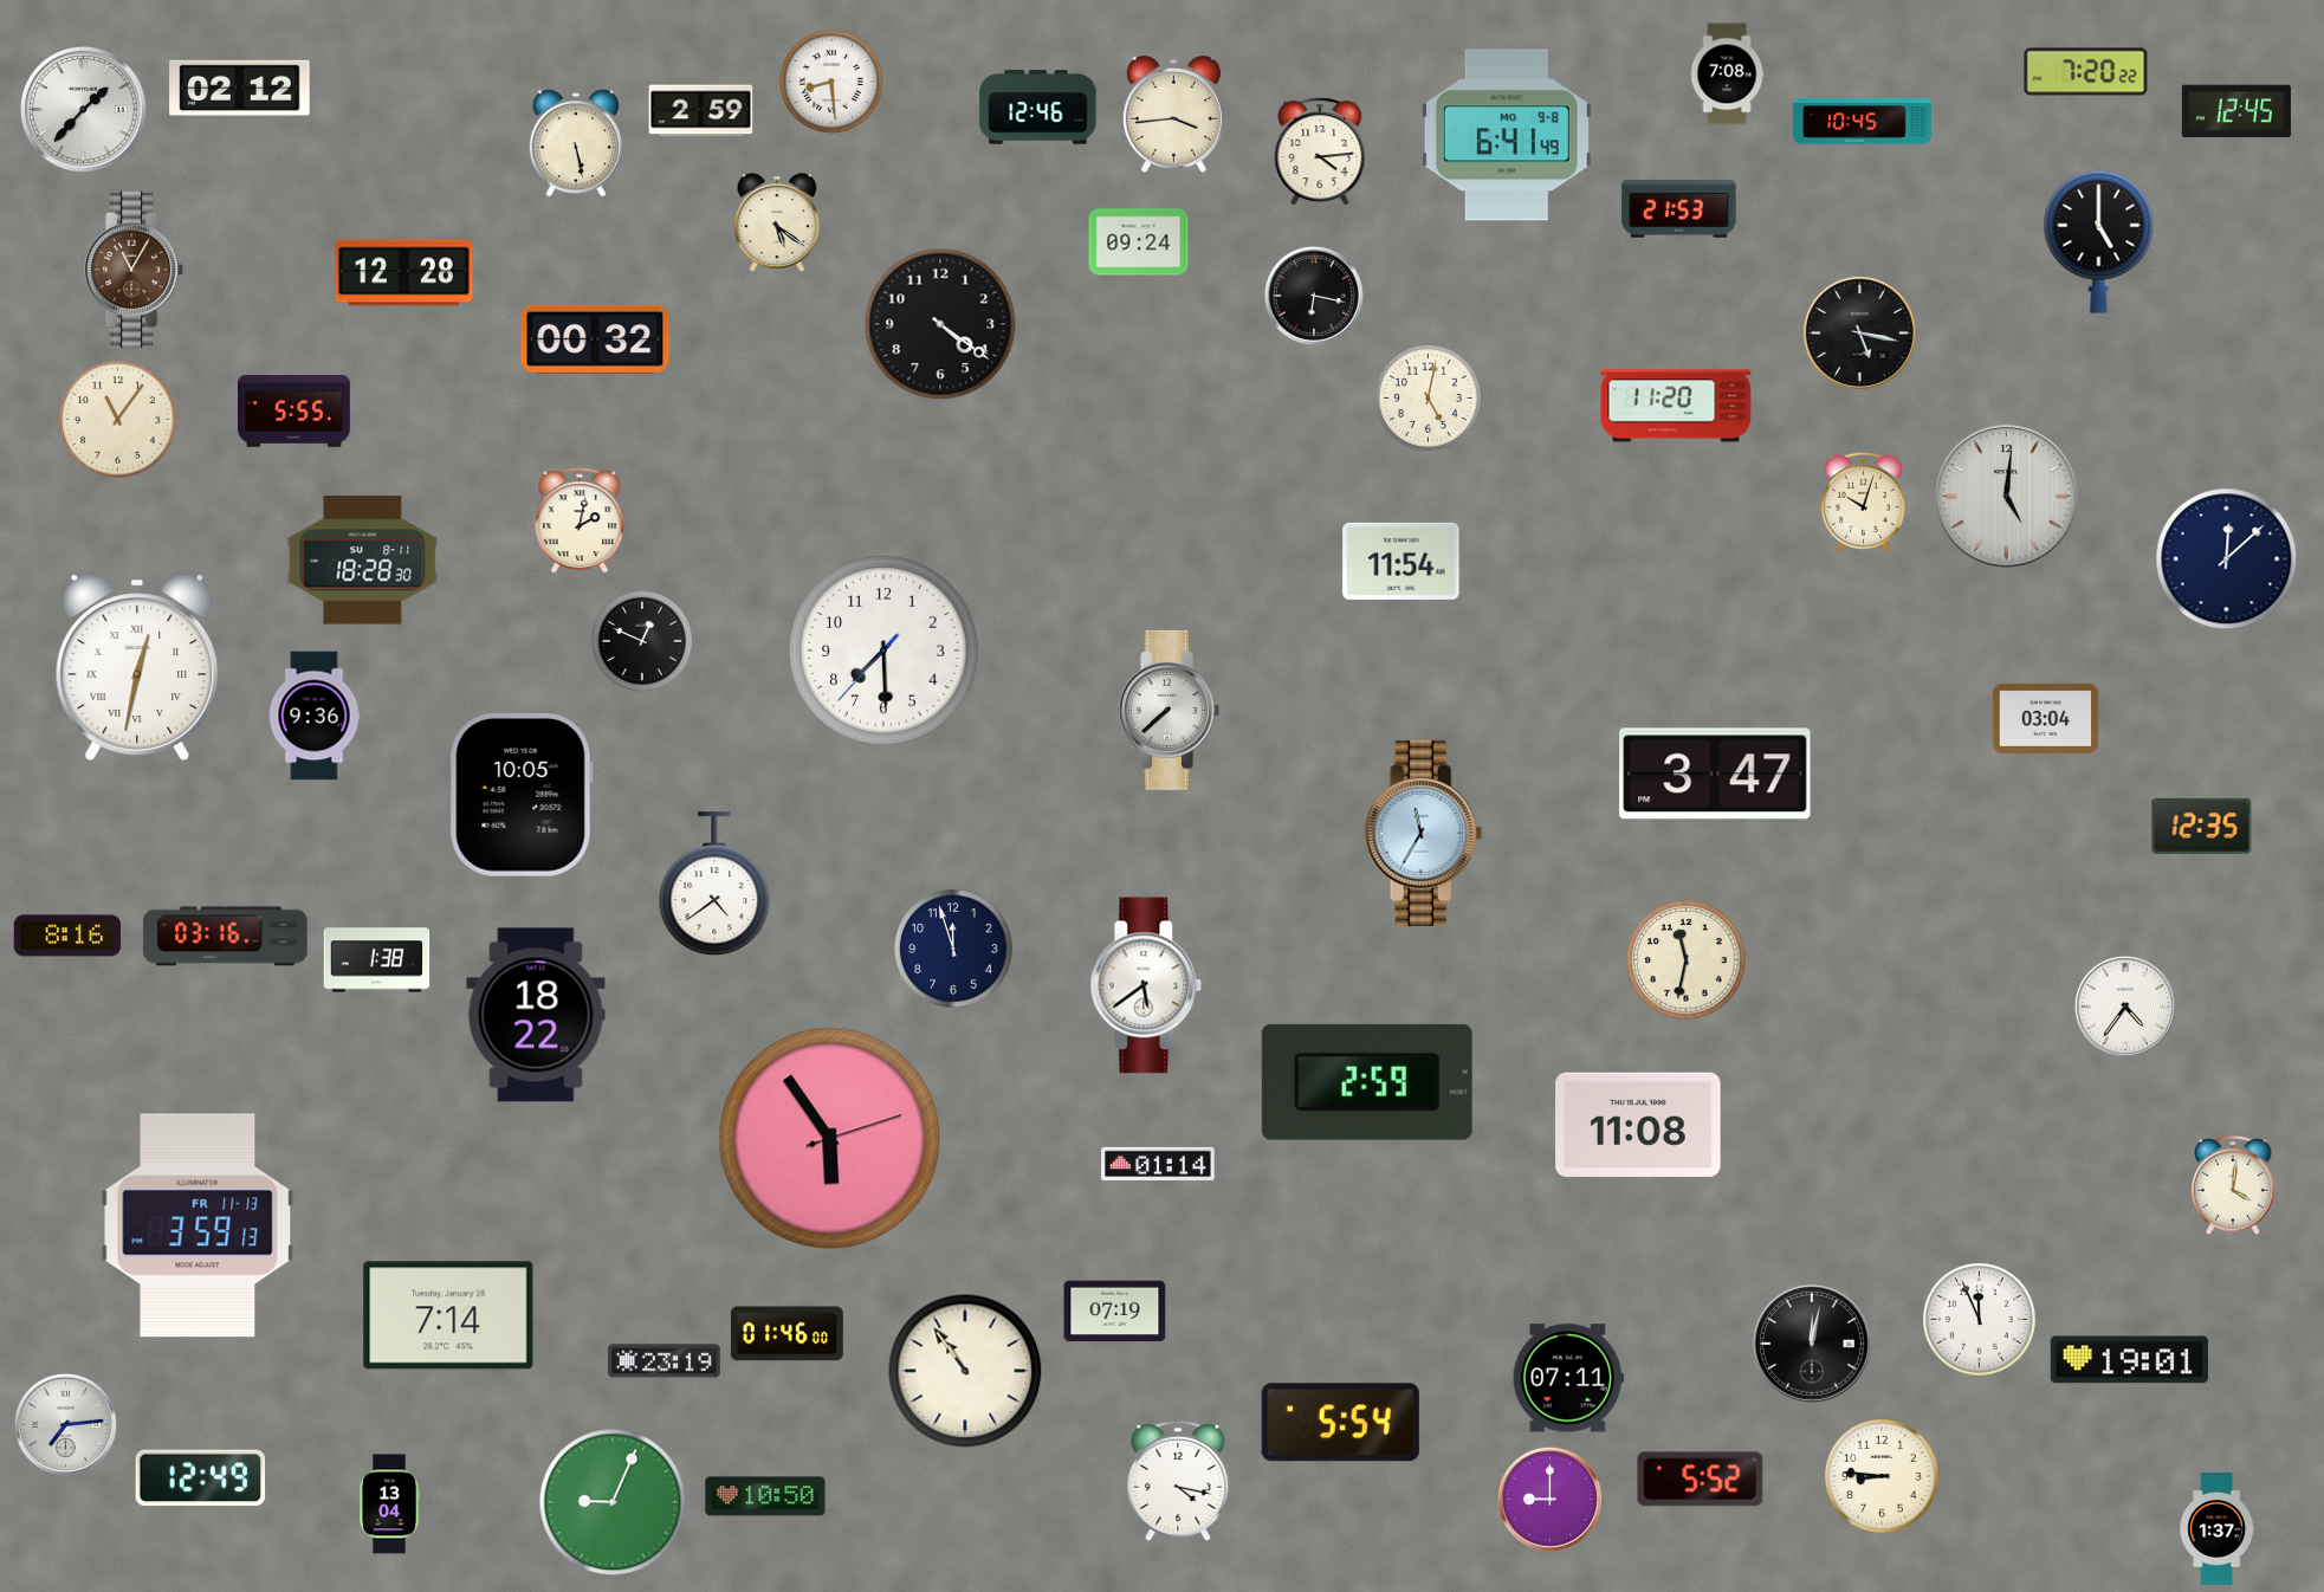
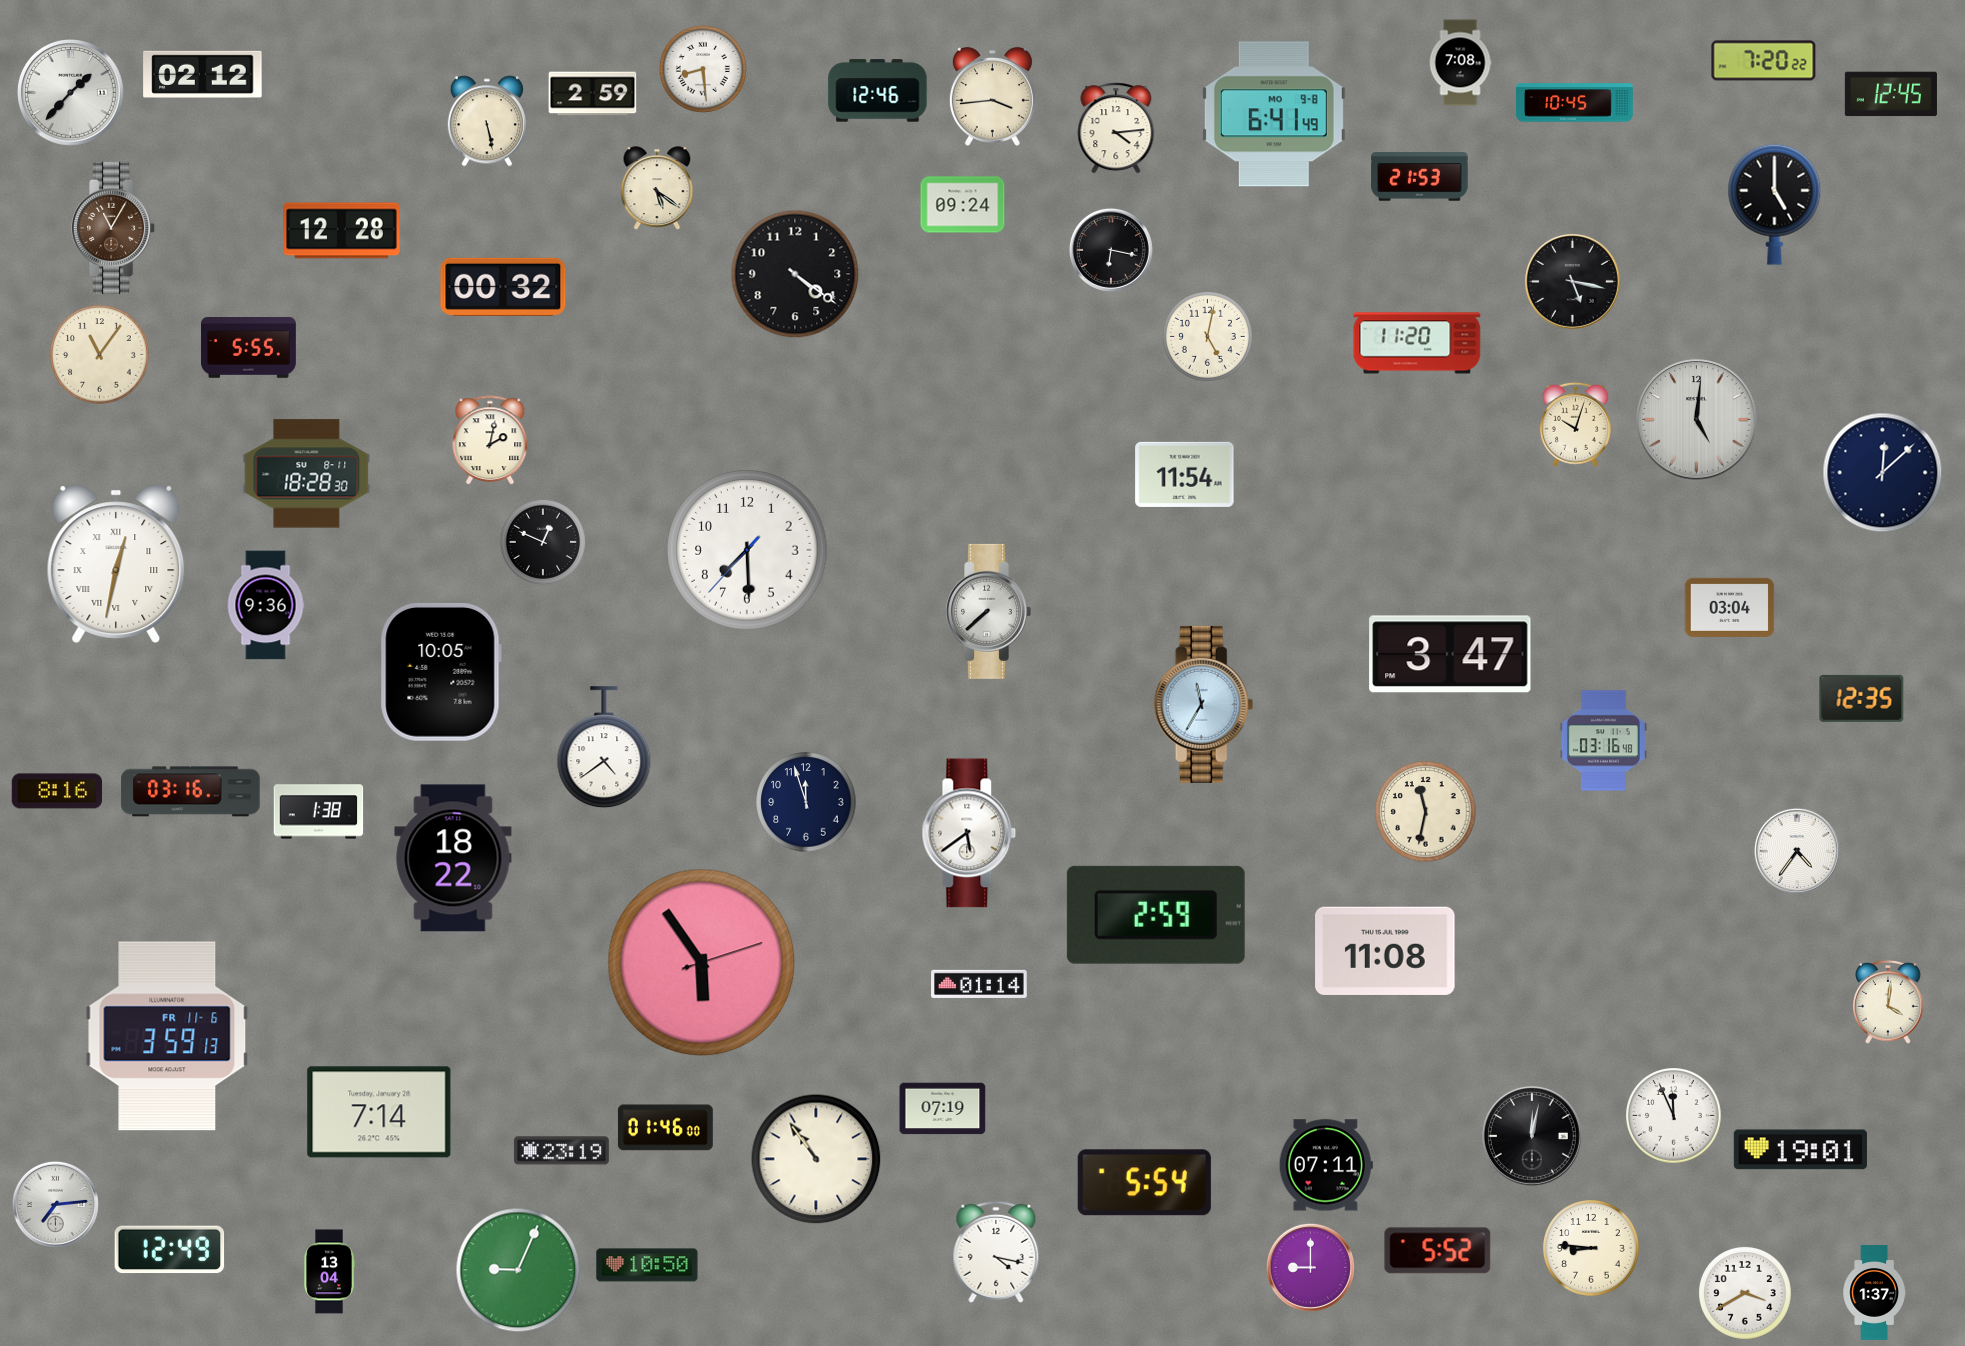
clock at (1169, 710) position: (1169, 710) -> (988, 611)
clock at (1603, 741): none -> 03:16
clock at (198, 1225) date: FR 11-13 -> FR 11-6
clock at (1340, 1423) position: (1340, 1423) -> (1144, 1183)
clock at (1745, 1293): none -> 3:40
